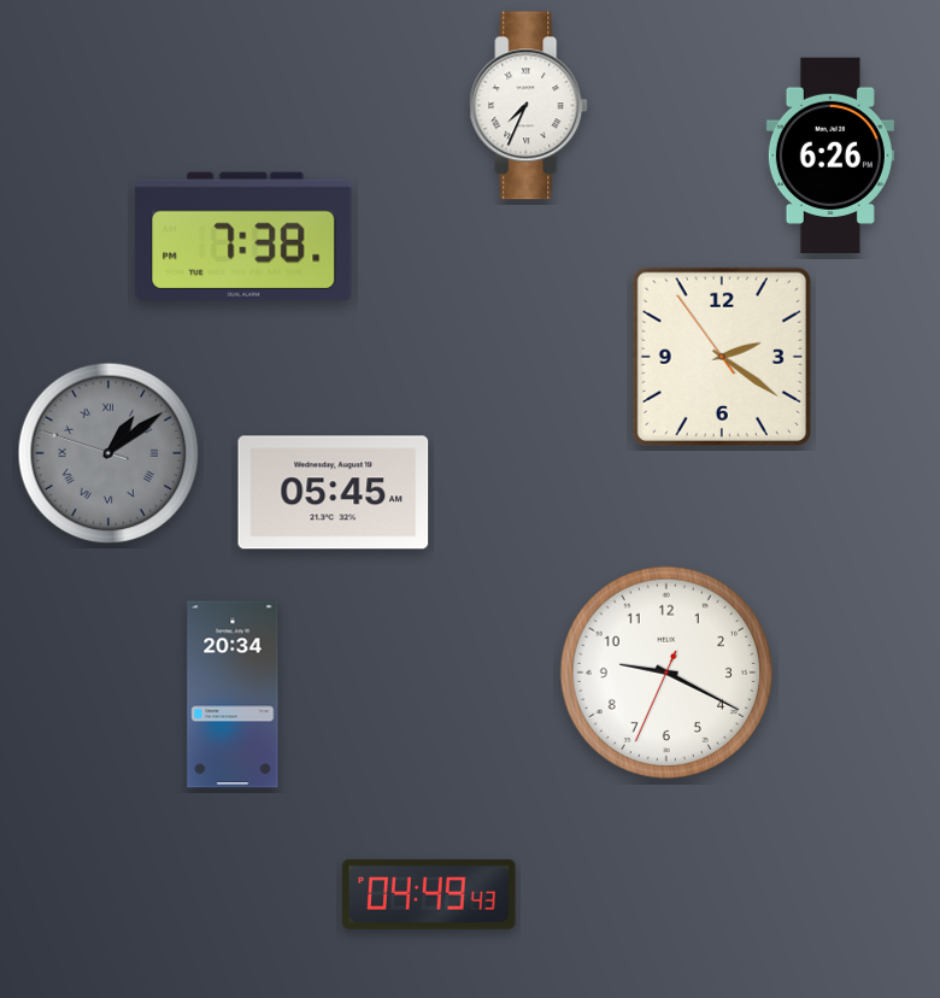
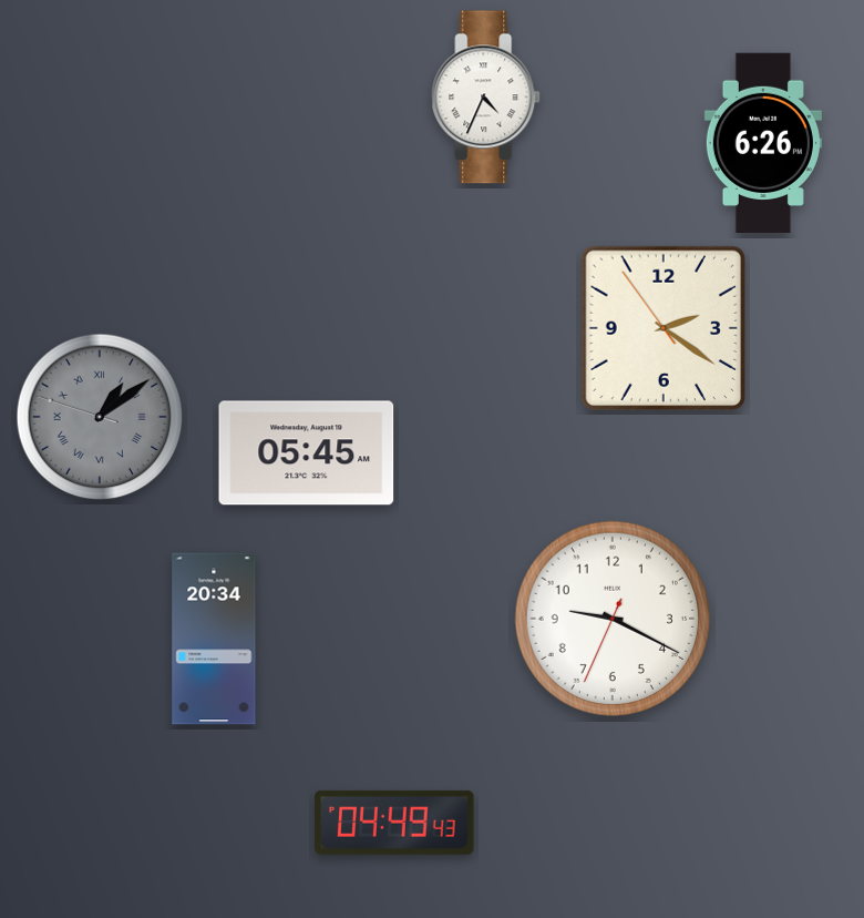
clock at (529, 106): 7:34 -> 4:34
clock at (243, 236): 7:38 -> none
